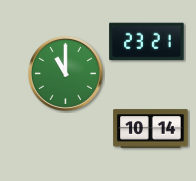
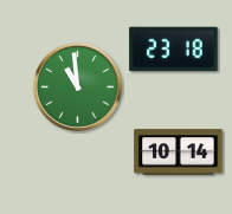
clock at (147, 42): 23:21 -> 23:18
clock at (66, 74): 11:00 -> 10:59
